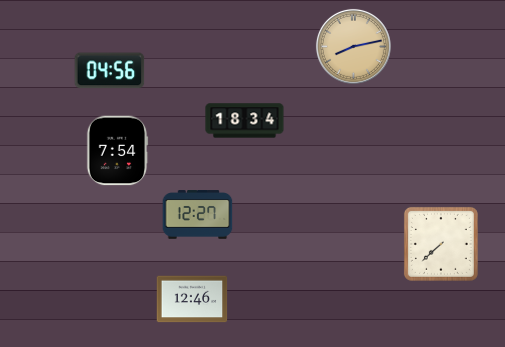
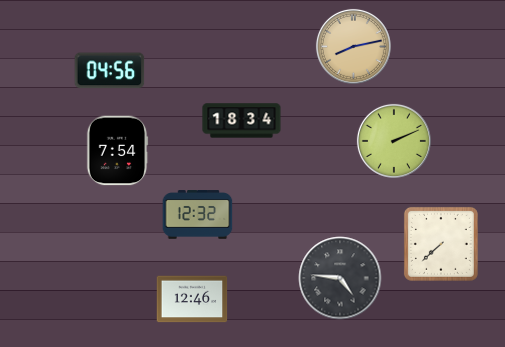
clock at (245, 121) position: (245, 121) -> (242, 121)
clock at (394, 141): none -> 2:11
clock at (198, 215): 12:27 -> 12:32
clock at (340, 278): none -> 4:46
